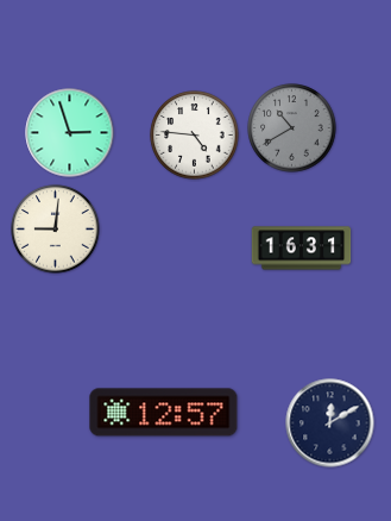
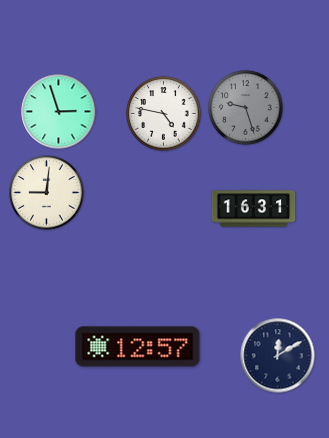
clock at (292, 128): 10:40 -> 9:27
clock at (195, 136): 4:46 -> 4:47
